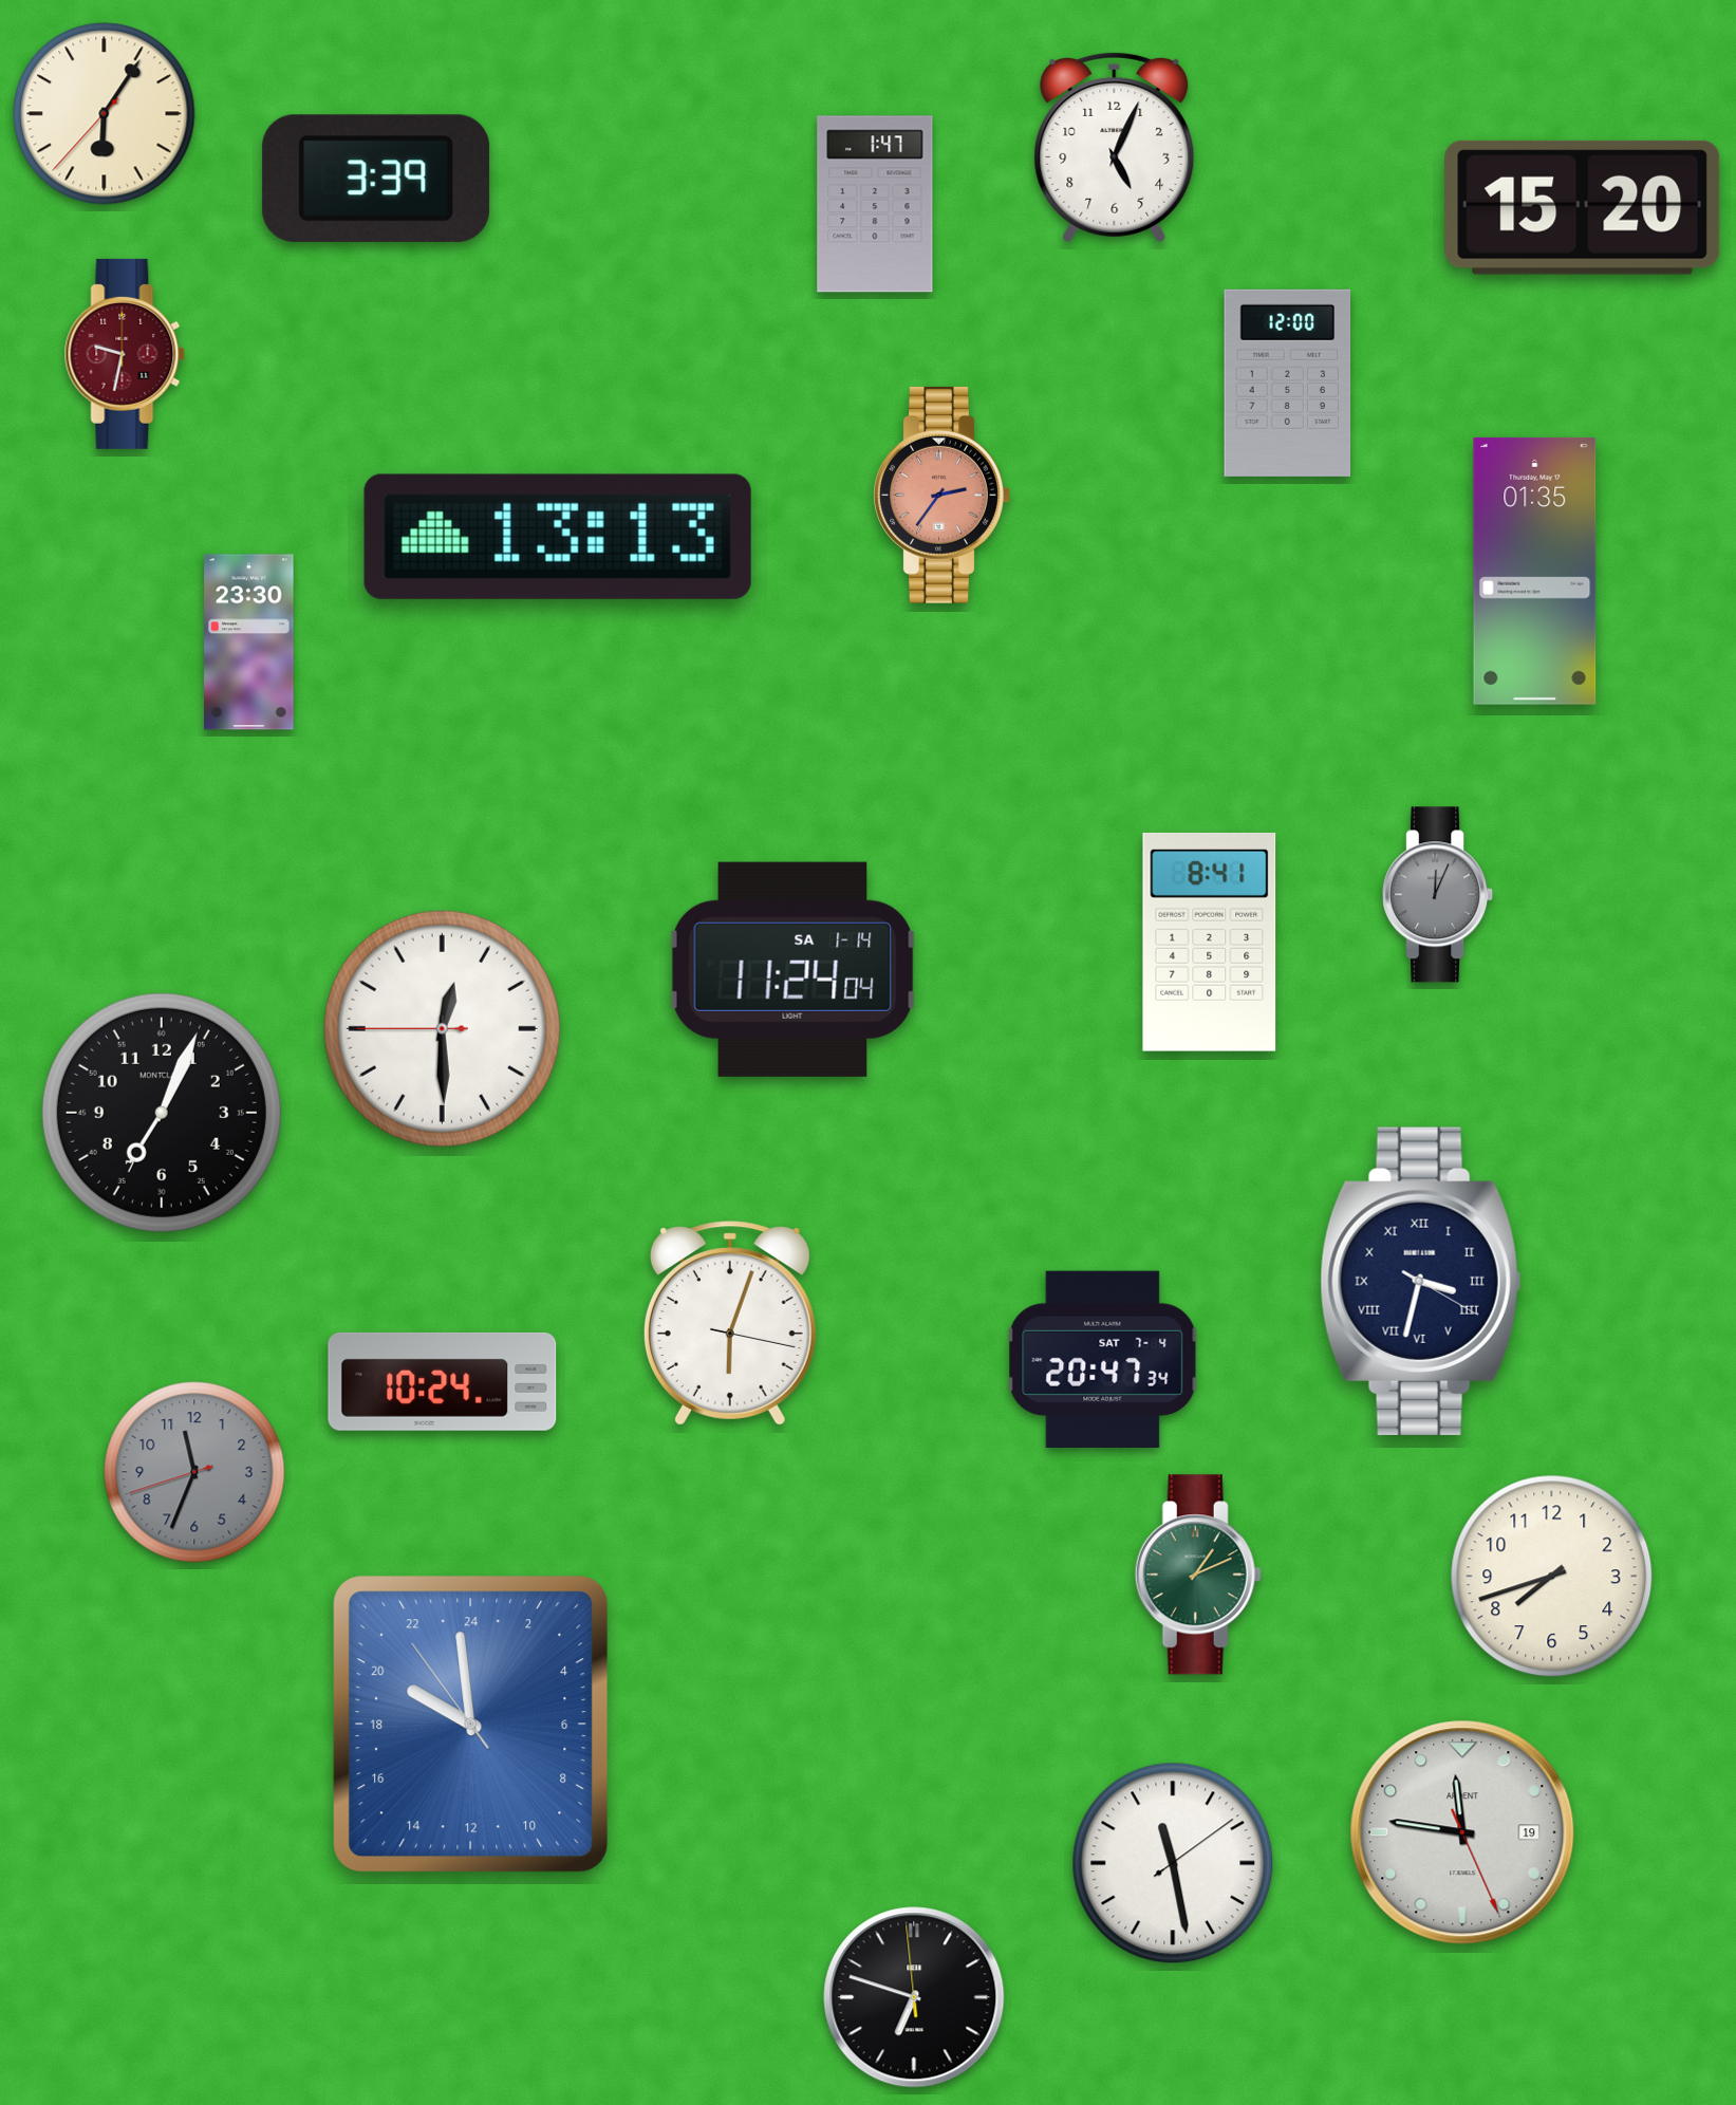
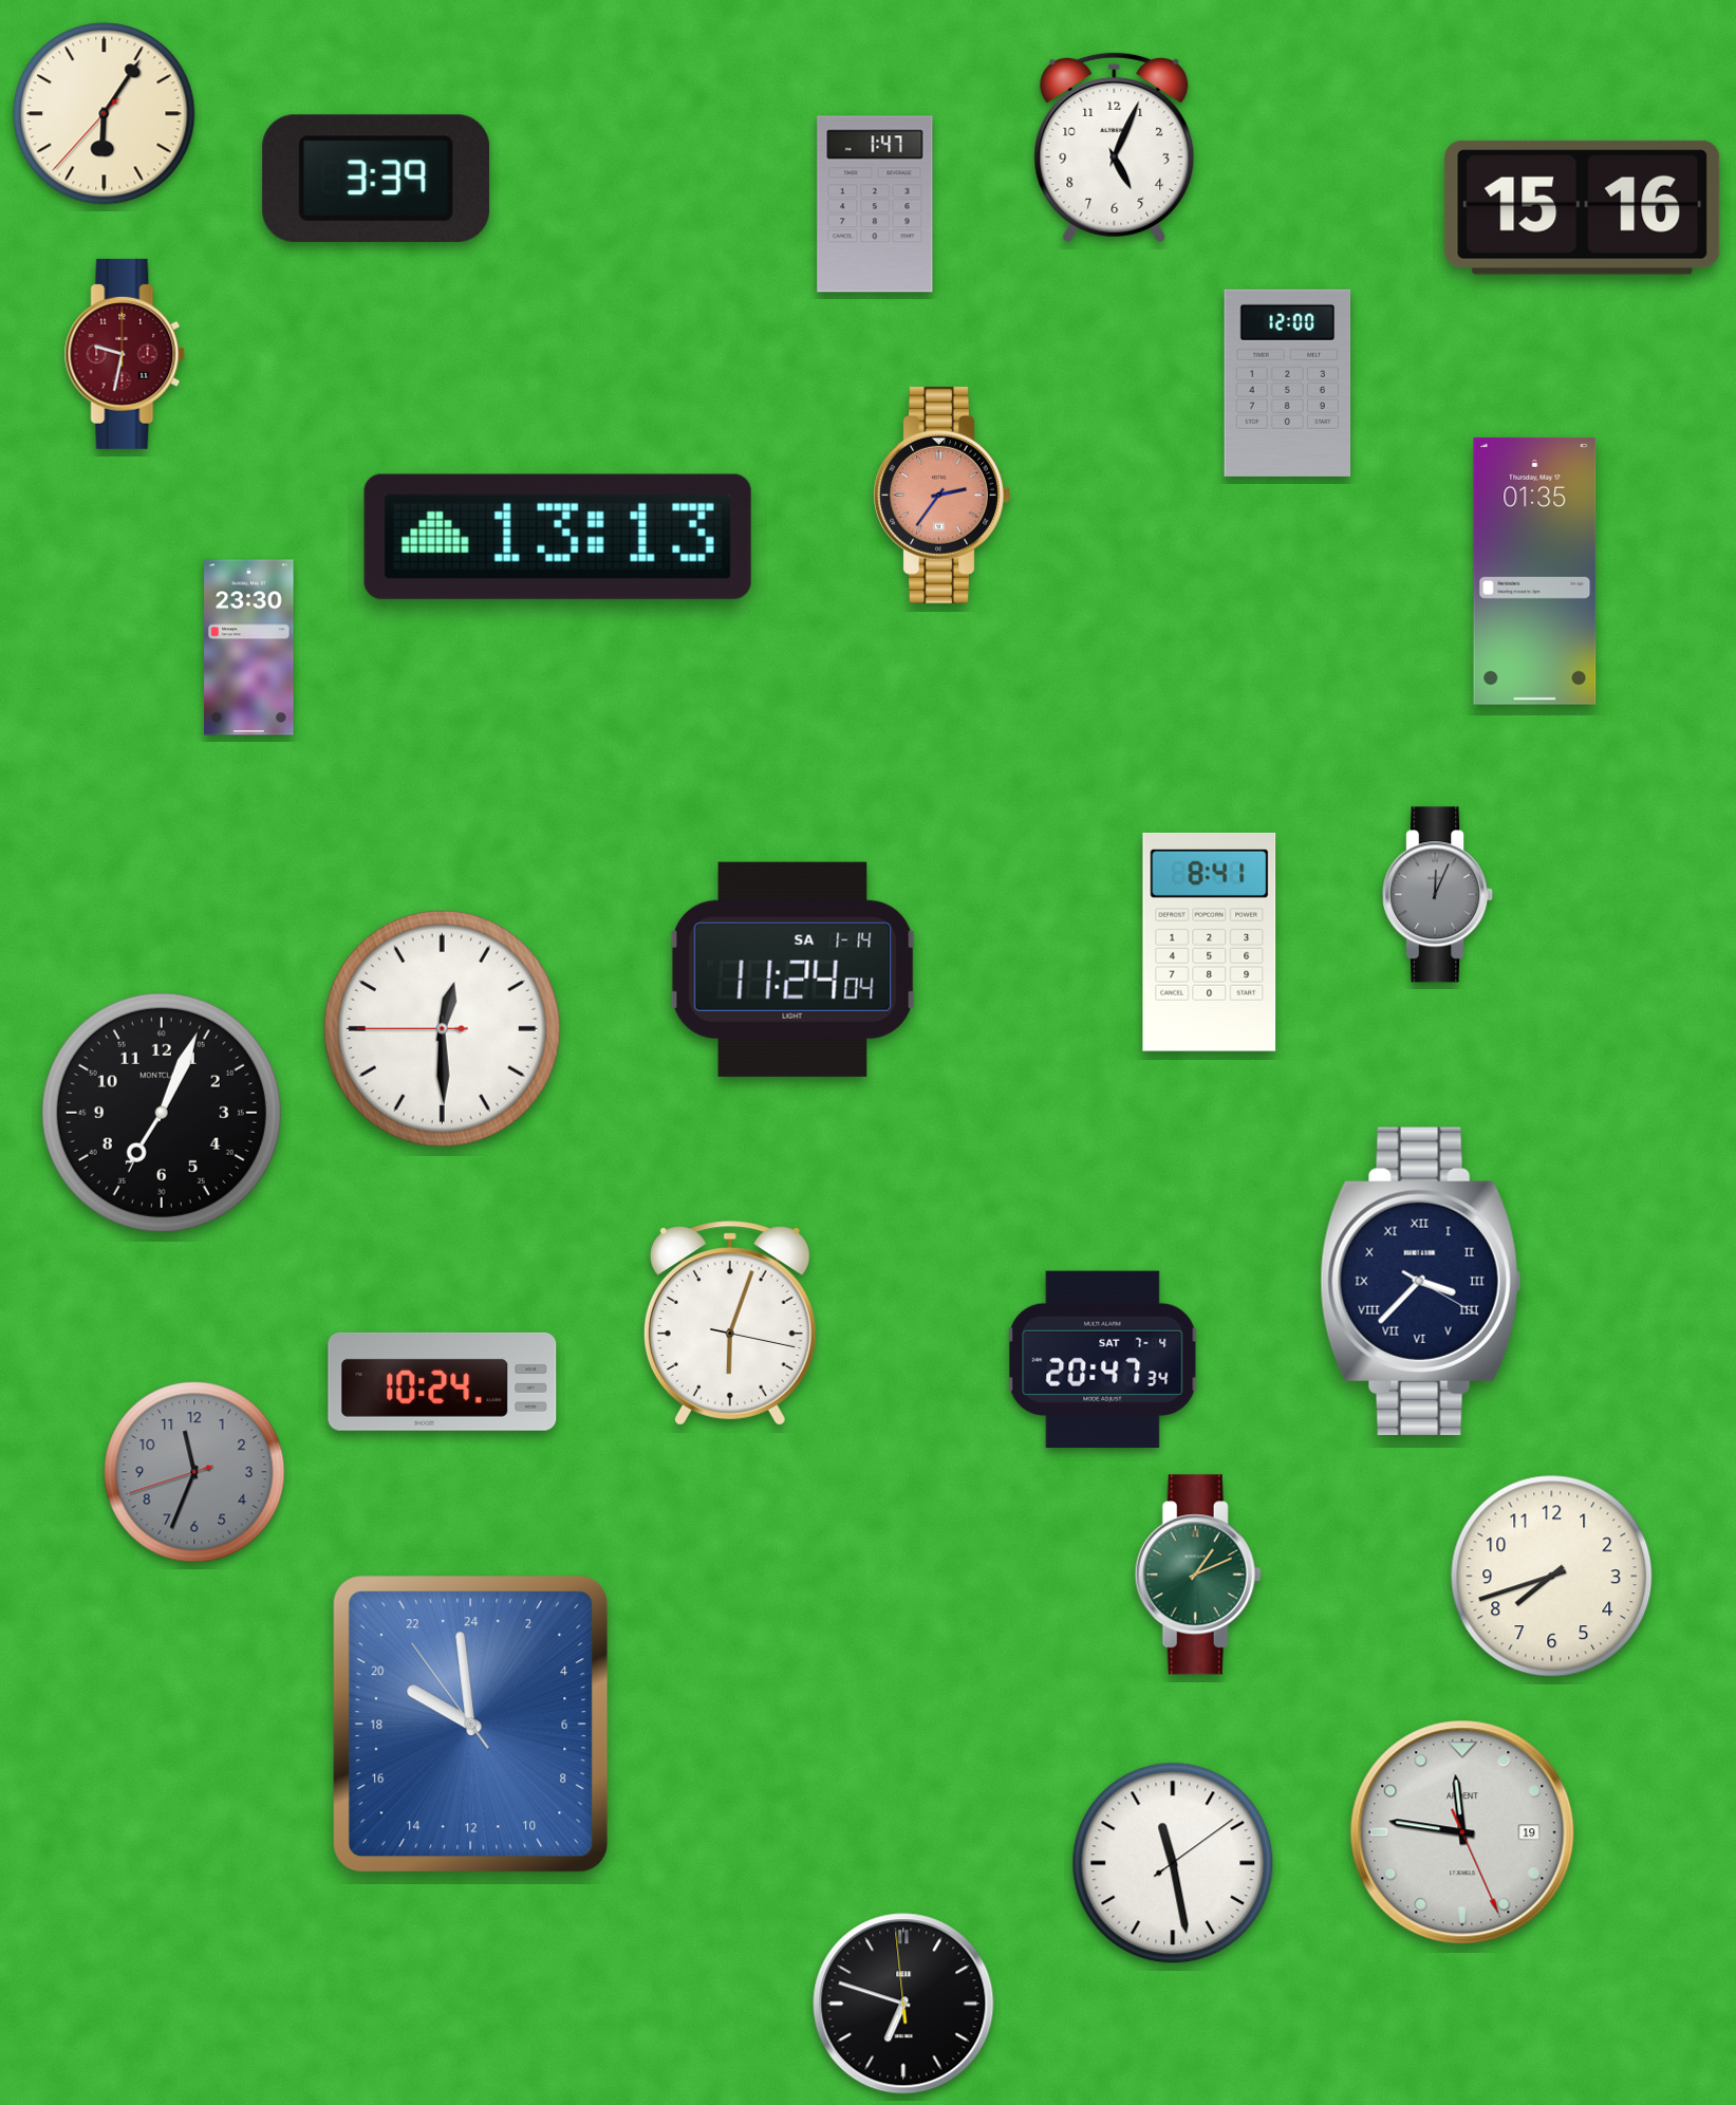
clock at (1583, 207): 15:20 -> 15:16
clock at (249, 642) position: (249, 642) -> (249, 648)
clock at (1420, 1281): 3:32 -> 3:37
clock at (914, 1997) position: (914, 1997) -> (903, 2004)
